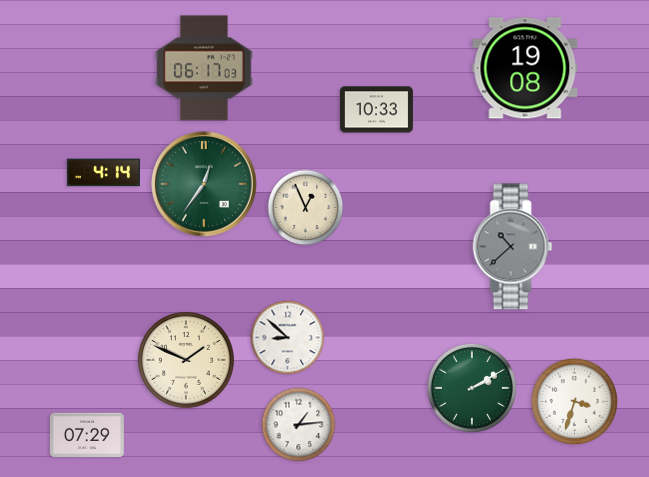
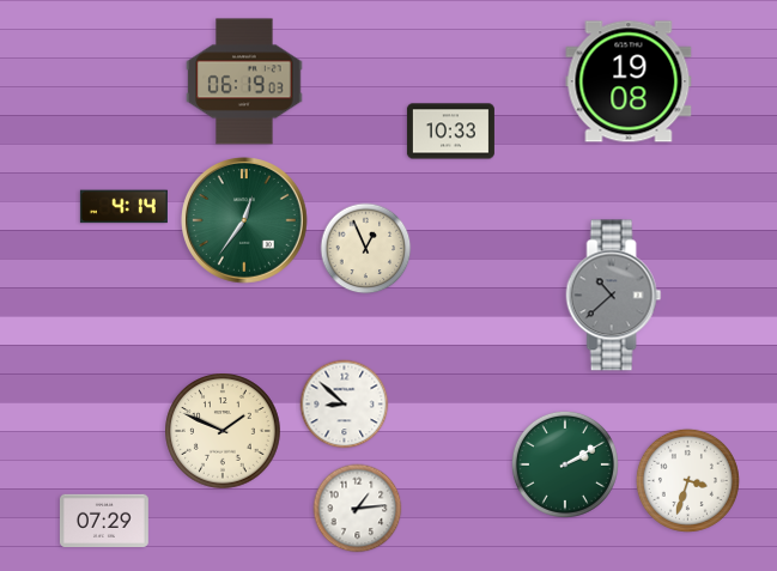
clock at (204, 68): 06:17 -> 06:19
